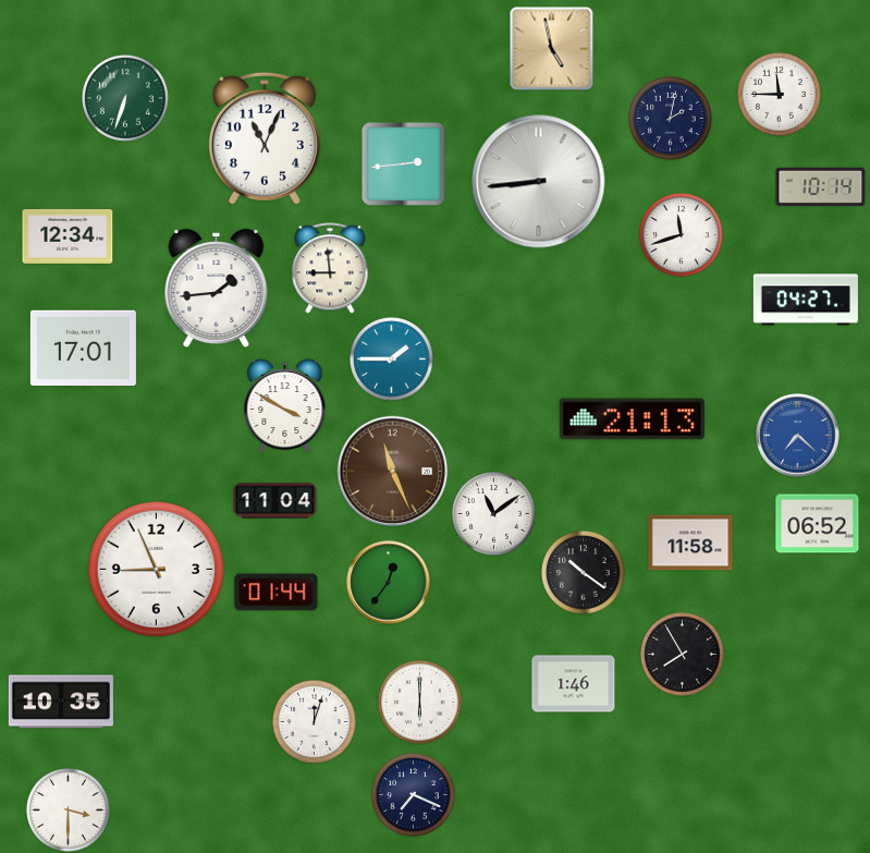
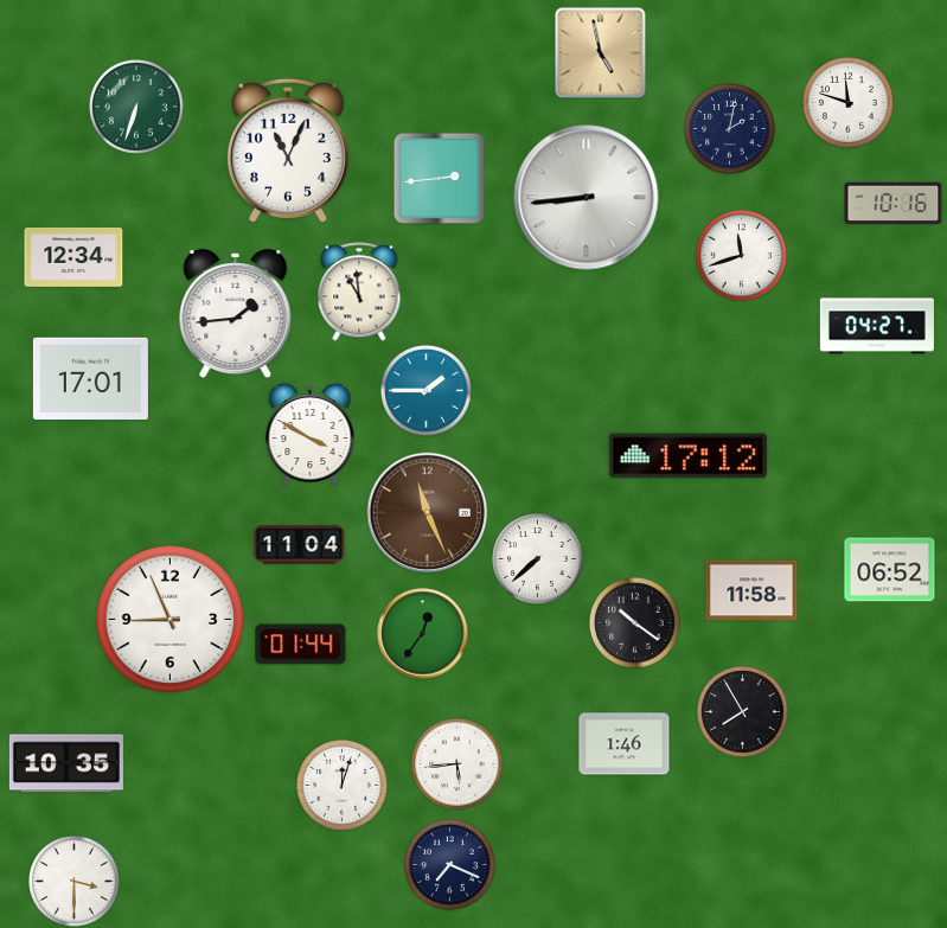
clock at (780, 95): 11:45 -> 11:48
clock at (821, 187): 10:14 -> 10:16
clock at (330, 268): 8:59 -> 10:59
clock at (285, 405) position: (285, 405) -> (311, 434)
clock at (632, 419): 21:13 -> 17:12
clock at (798, 436): 7:22 -> none
clock at (494, 514): 11:09 -> 7:38
clock at (420, 703): 6:00 -> 5:44
